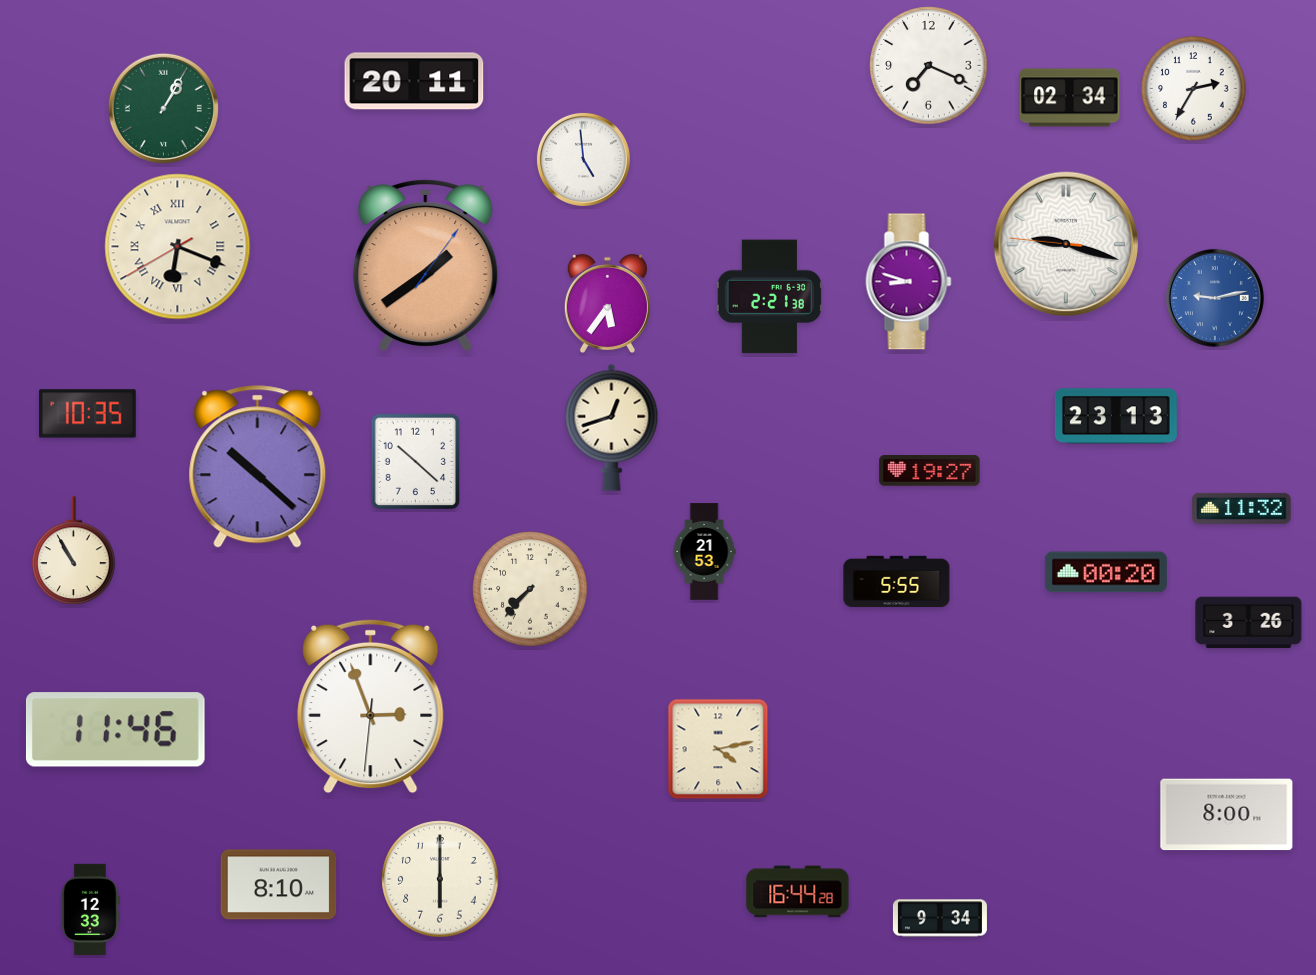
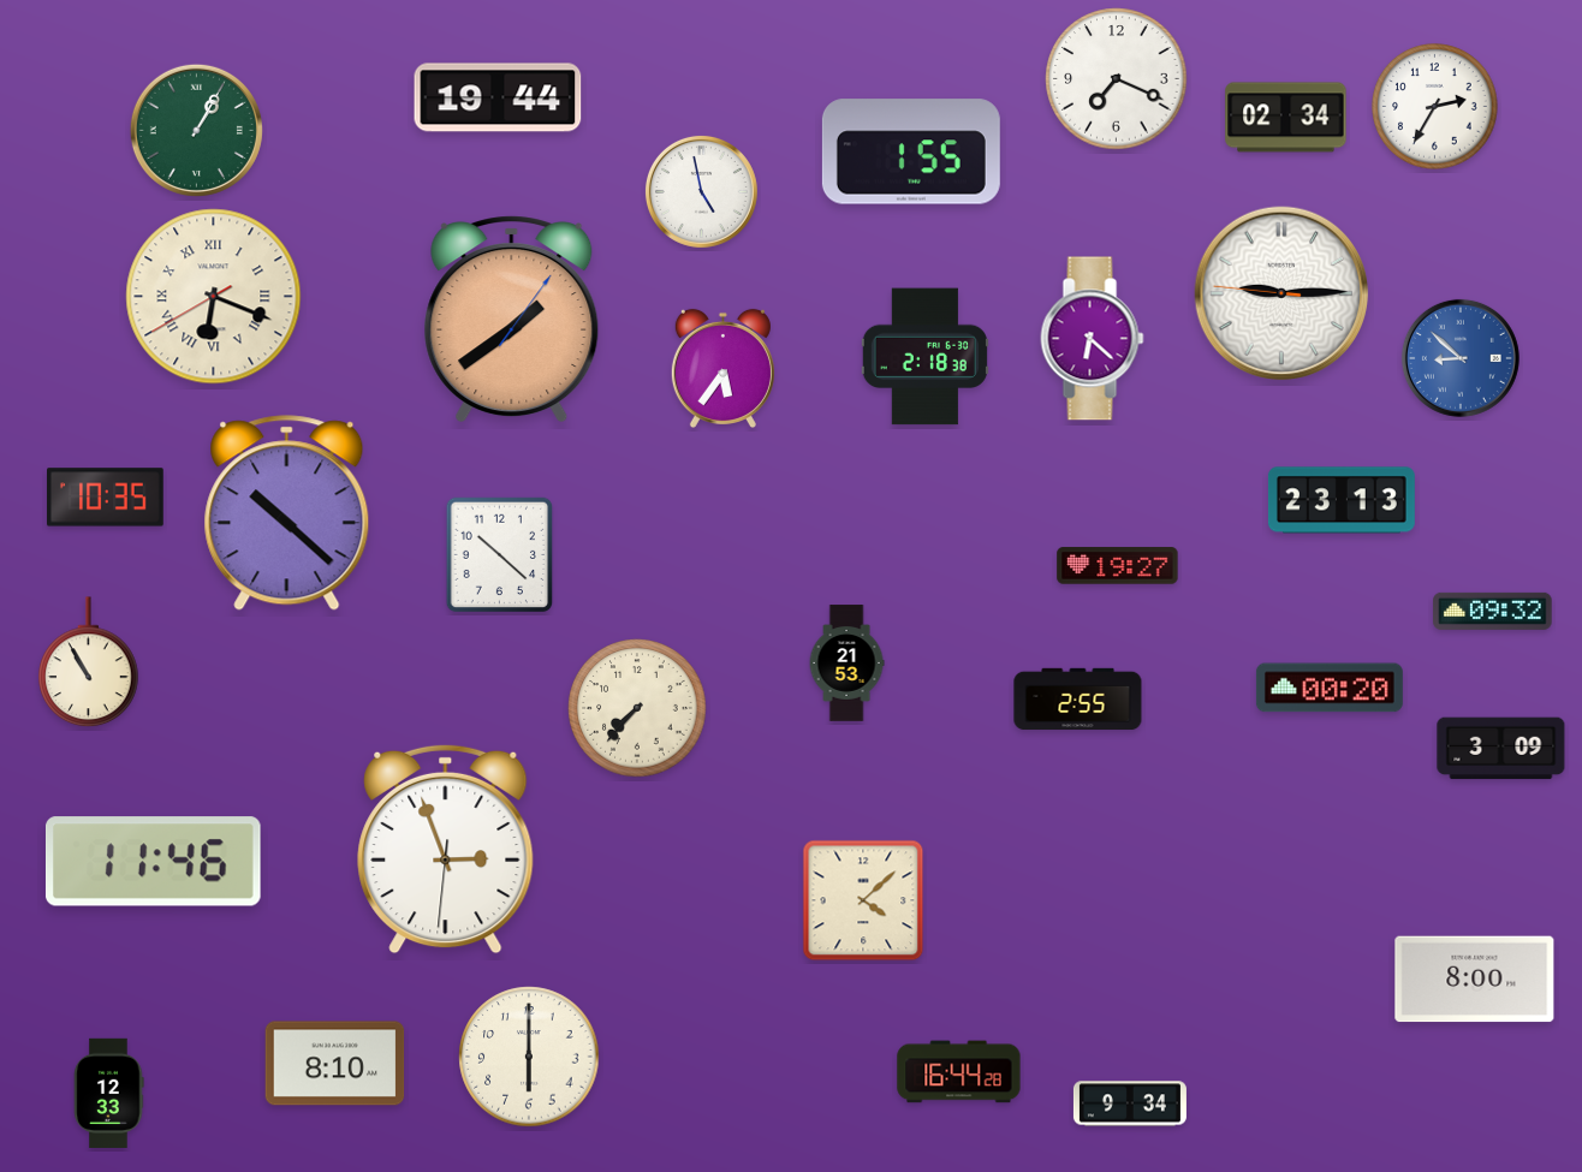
clock at (414, 81): 20:11 -> 19:44
clock at (911, 151): none -> 1:55
clock at (583, 159): 4:59 -> 4:58
clock at (1066, 244): 9:17 -> 9:14
clock at (909, 282): 8:48 -> 6:22
clock at (769, 297): 2:21 -> 2:18
clock at (1215, 298): 9:13 -> 8:52
clock at (607, 304) position: (607, 304) -> (722, 369)
clock at (612, 427): 12:42 -> none
clock at (258, 467) position: (258, 467) -> (287, 513)
clock at (1242, 508): 11:32 -> 09:32
clock at (897, 582): 5:55 -> 2:55
clock at (1249, 623): 3:26 -> 3:09
clock at (115, 730) position: (115, 730) -> (153, 862)
clock at (718, 749): 4:13 -> 4:08
